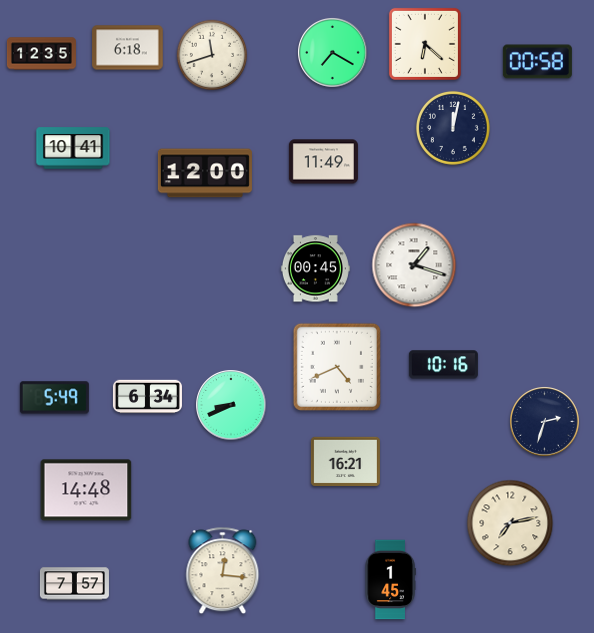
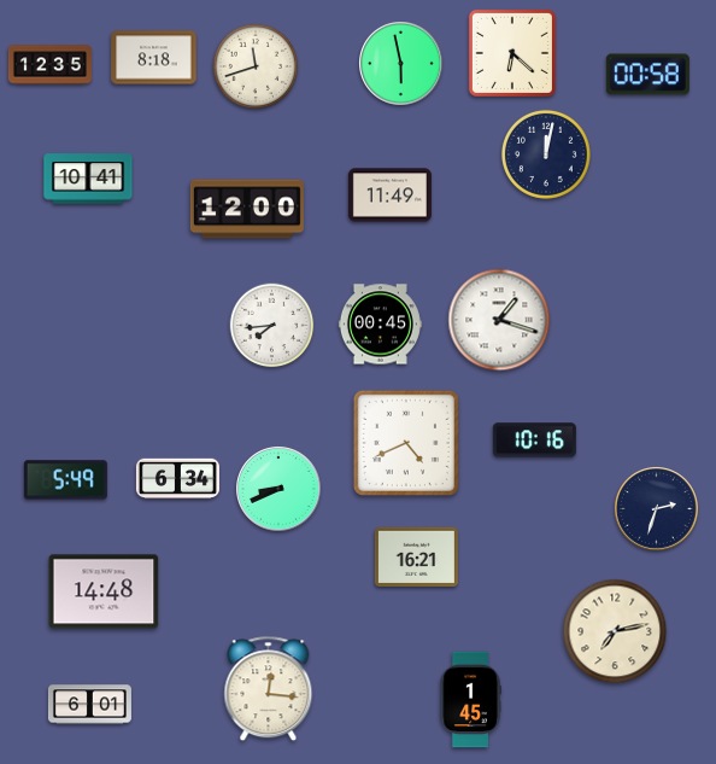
clock at (128, 48): 6:18 -> 8:18
clock at (333, 53): 7:20 -> 5:58
clock at (272, 326): none -> 7:44
clock at (74, 584): 7:57 -> 6:01
